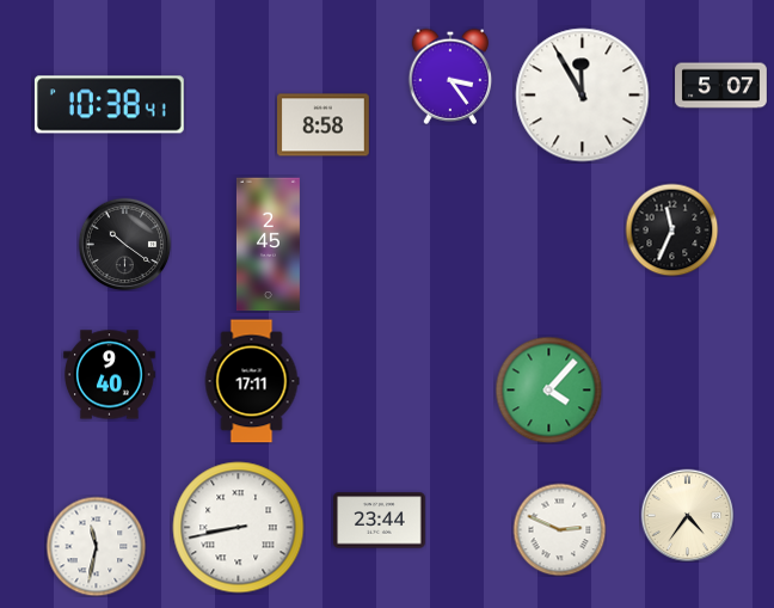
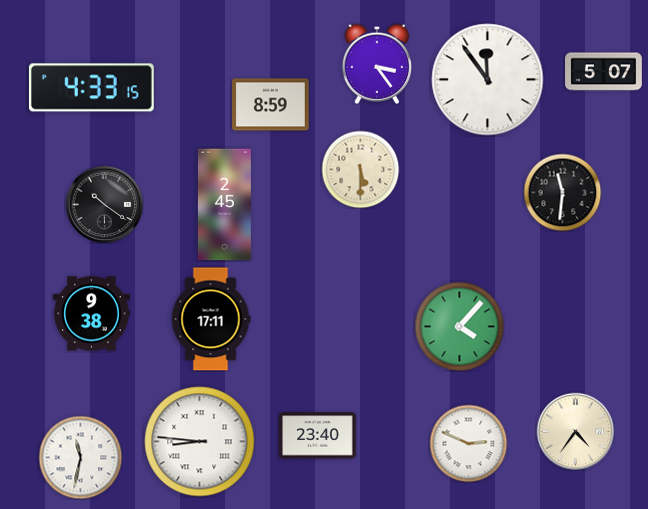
clock at (583, 96): 11:55 -> 11:54
clock at (109, 105): 10:38 -> 4:33
clock at (324, 125): 8:58 -> 8:59
clock at (360, 169): none -> 5:30
clock at (671, 229): 11:34 -> 11:31
clock at (110, 375): 9:40 -> 9:38
clock at (380, 521): 23:44 -> 23:40
clock at (239, 528): 8:43 -> 8:46
